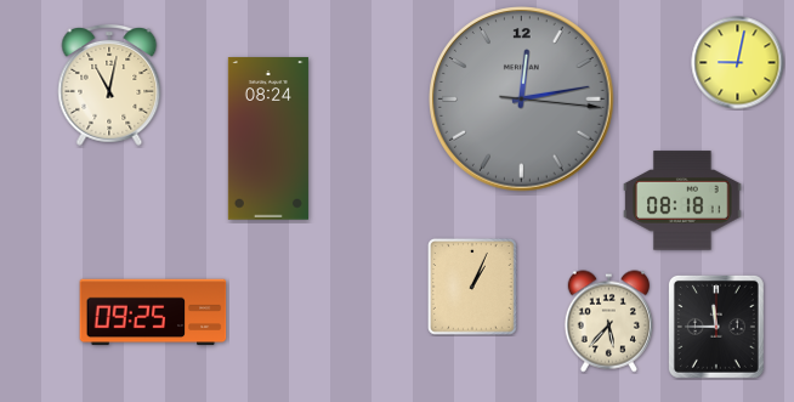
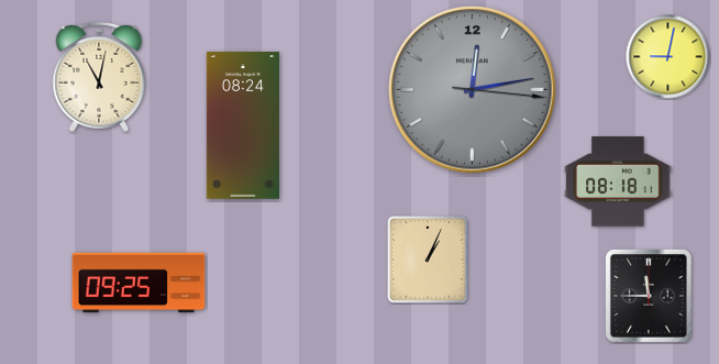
clock at (608, 322): 5:37 -> none
